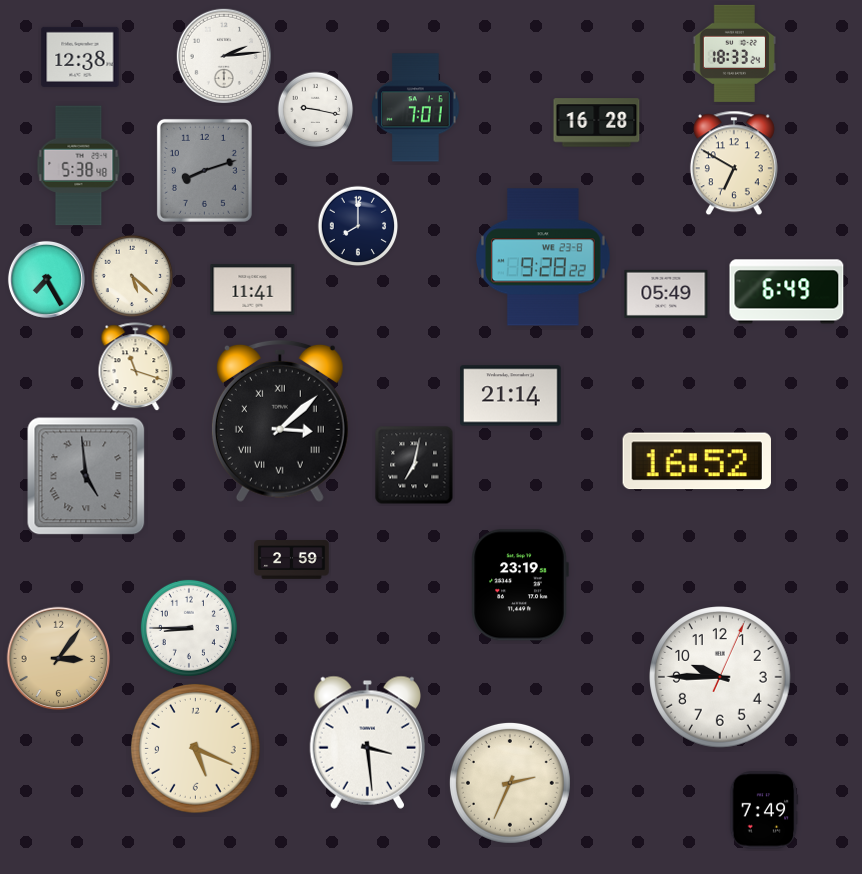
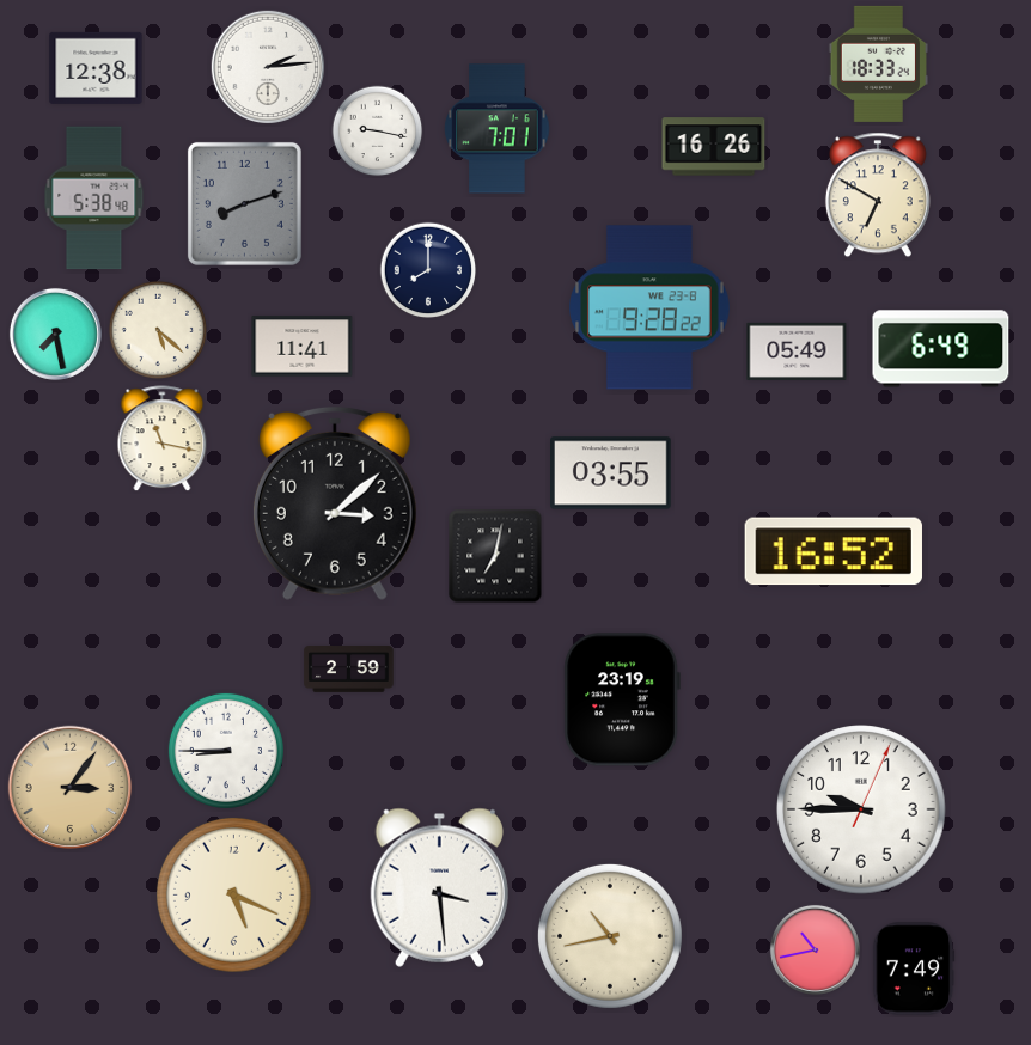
clock at (597, 123): 16:28 -> 16:26
clock at (46, 279): 7:25 -> 7:28
clock at (136, 367): 11:18 -> 11:17
clock at (511, 396): 21:14 -> 03:55
clock at (280, 421) numerals: Roman -> Arabic
clock at (86, 476): 4:59 -> none
clock at (510, 783): 2:34 -> 10:43
clock at (815, 949): none -> 10:43
